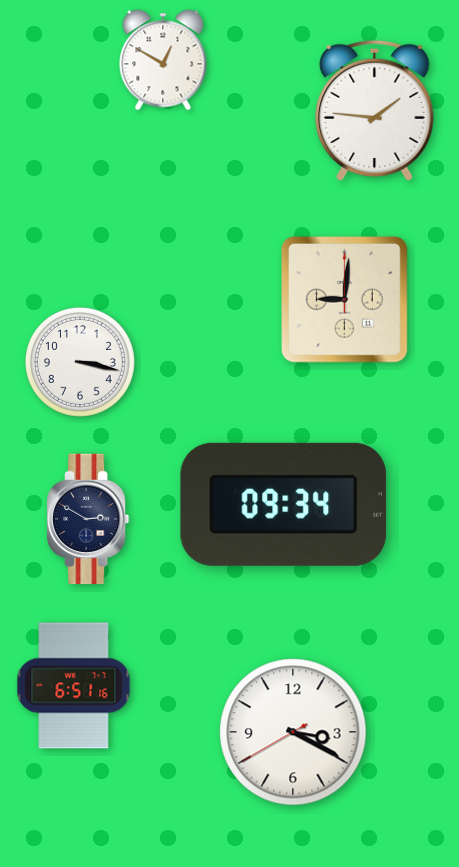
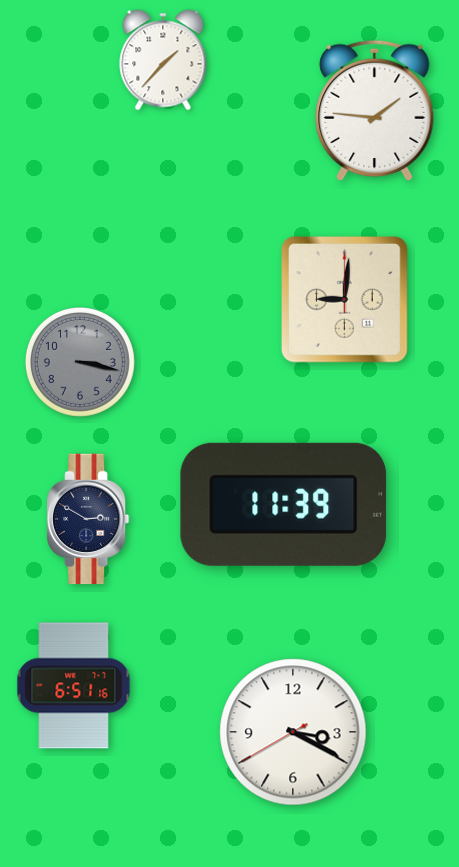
clock at (163, 60): 12:50 -> 1:37
clock at (80, 362) dial: white -> grey
clock at (284, 504): 09:34 -> 11:39
